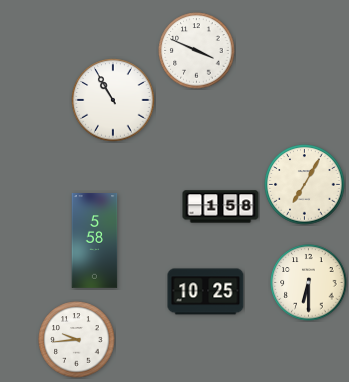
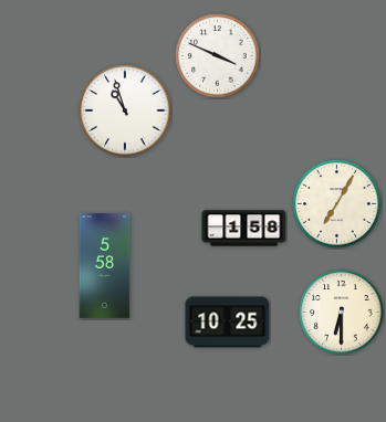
clock at (113, 100): 10:55 -> 10:57
clock at (77, 340): 9:44 -> none
